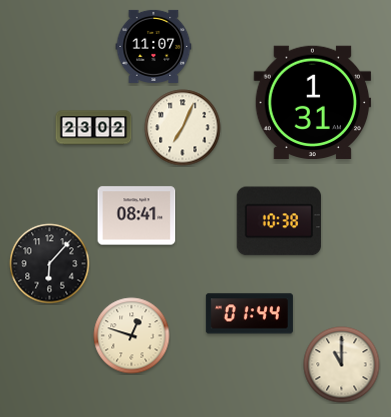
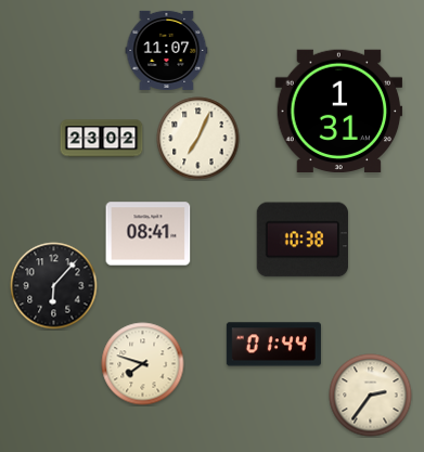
clock at (249, 314) position: (249, 314) -> (273, 345)
clock at (132, 336): 12:48 -> 7:48
clock at (342, 365): 11:00 -> 2:36
